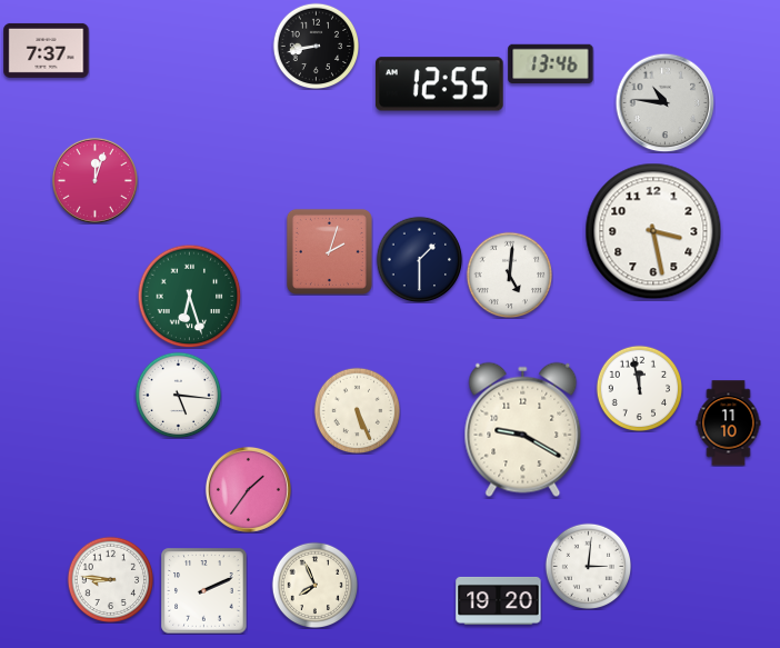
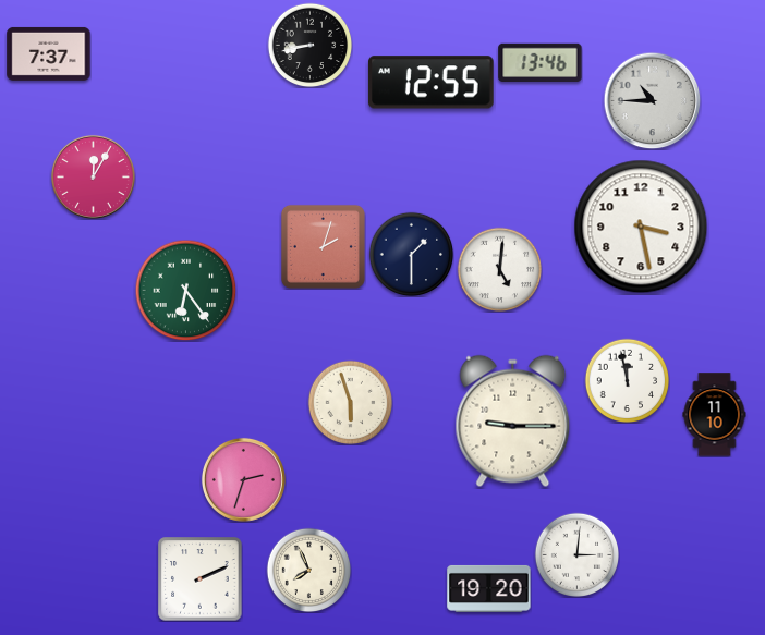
clock at (47, 50) position: (47, 50) -> (49, 53)
clock at (664, 102): 10:46 -> 10:45
clock at (94, 180): 12:03 -> 12:05
clock at (189, 296): 6:27 -> 6:24
clock at (178, 395): 5:16 -> none
clock at (357, 410): 5:26 -> 5:57
clock at (523, 430): 9:20 -> 9:15
clock at (248, 489): 1:36 -> 2:33
clock at (110, 579): 8:46 -> none
clock at (314, 585) position: (314, 585) -> (308, 570)
